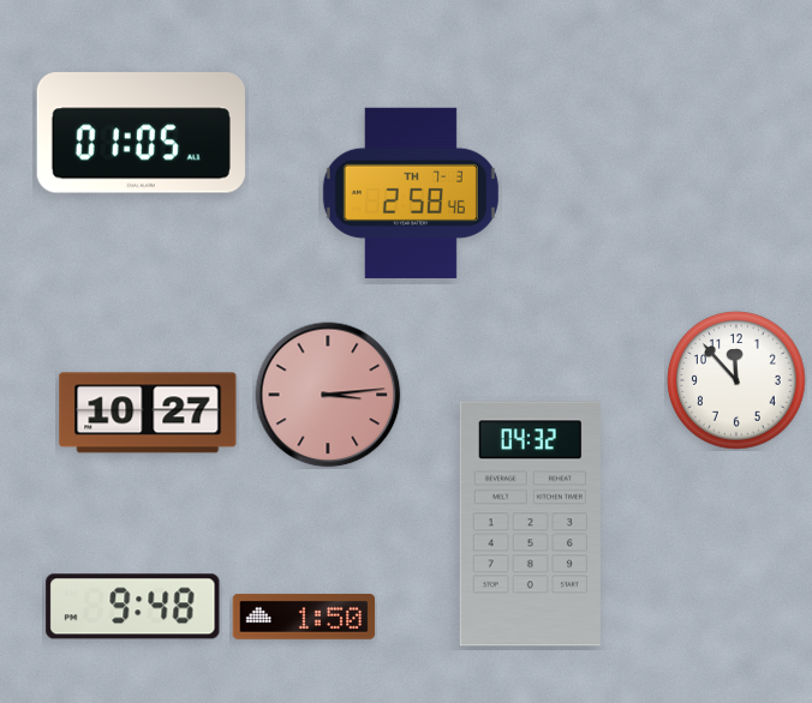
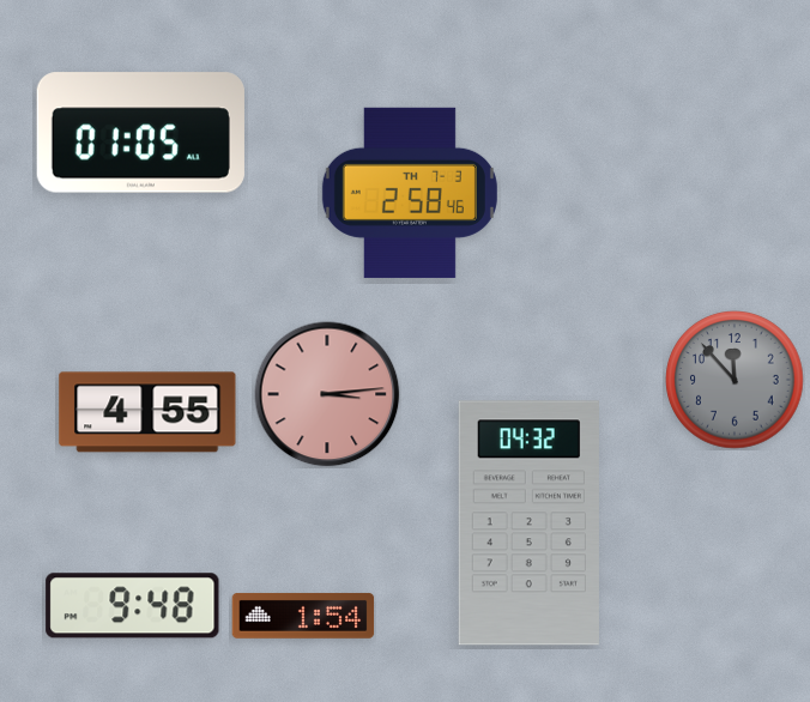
clock at (736, 380) dial: white -> grey
clock at (148, 413): 10:27 -> 4:55
clock at (304, 617): 1:50 -> 1:54
